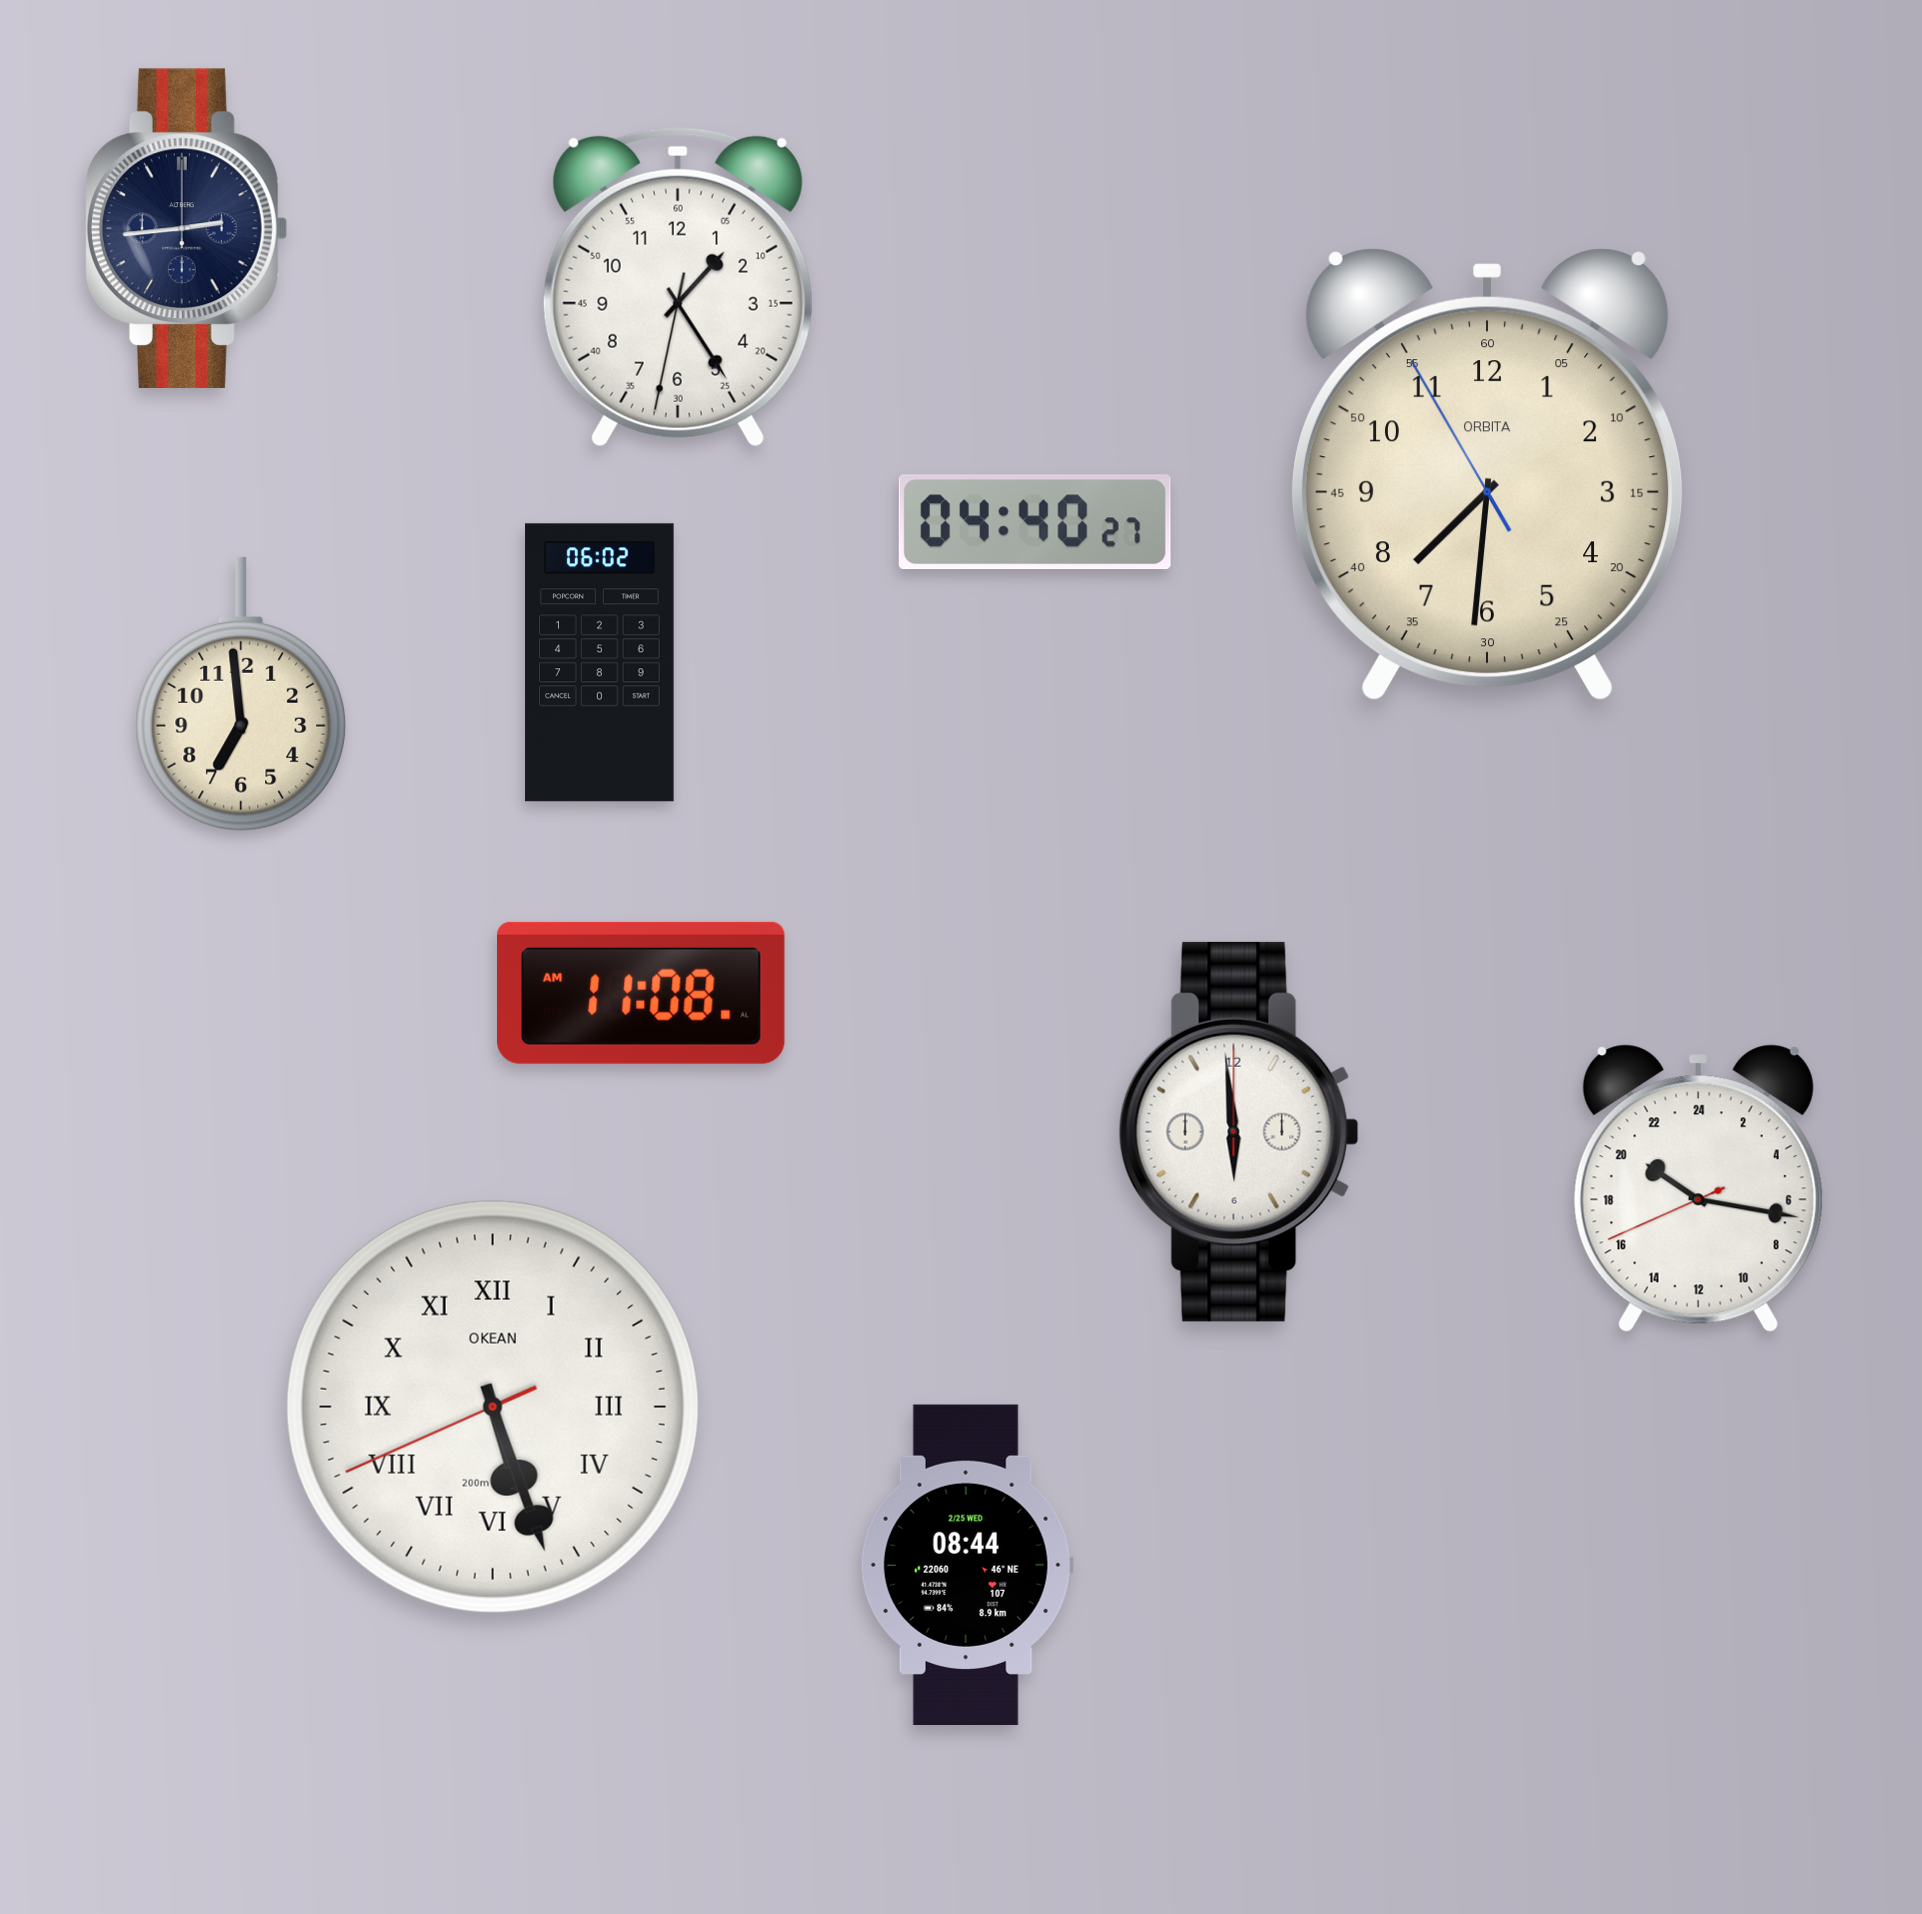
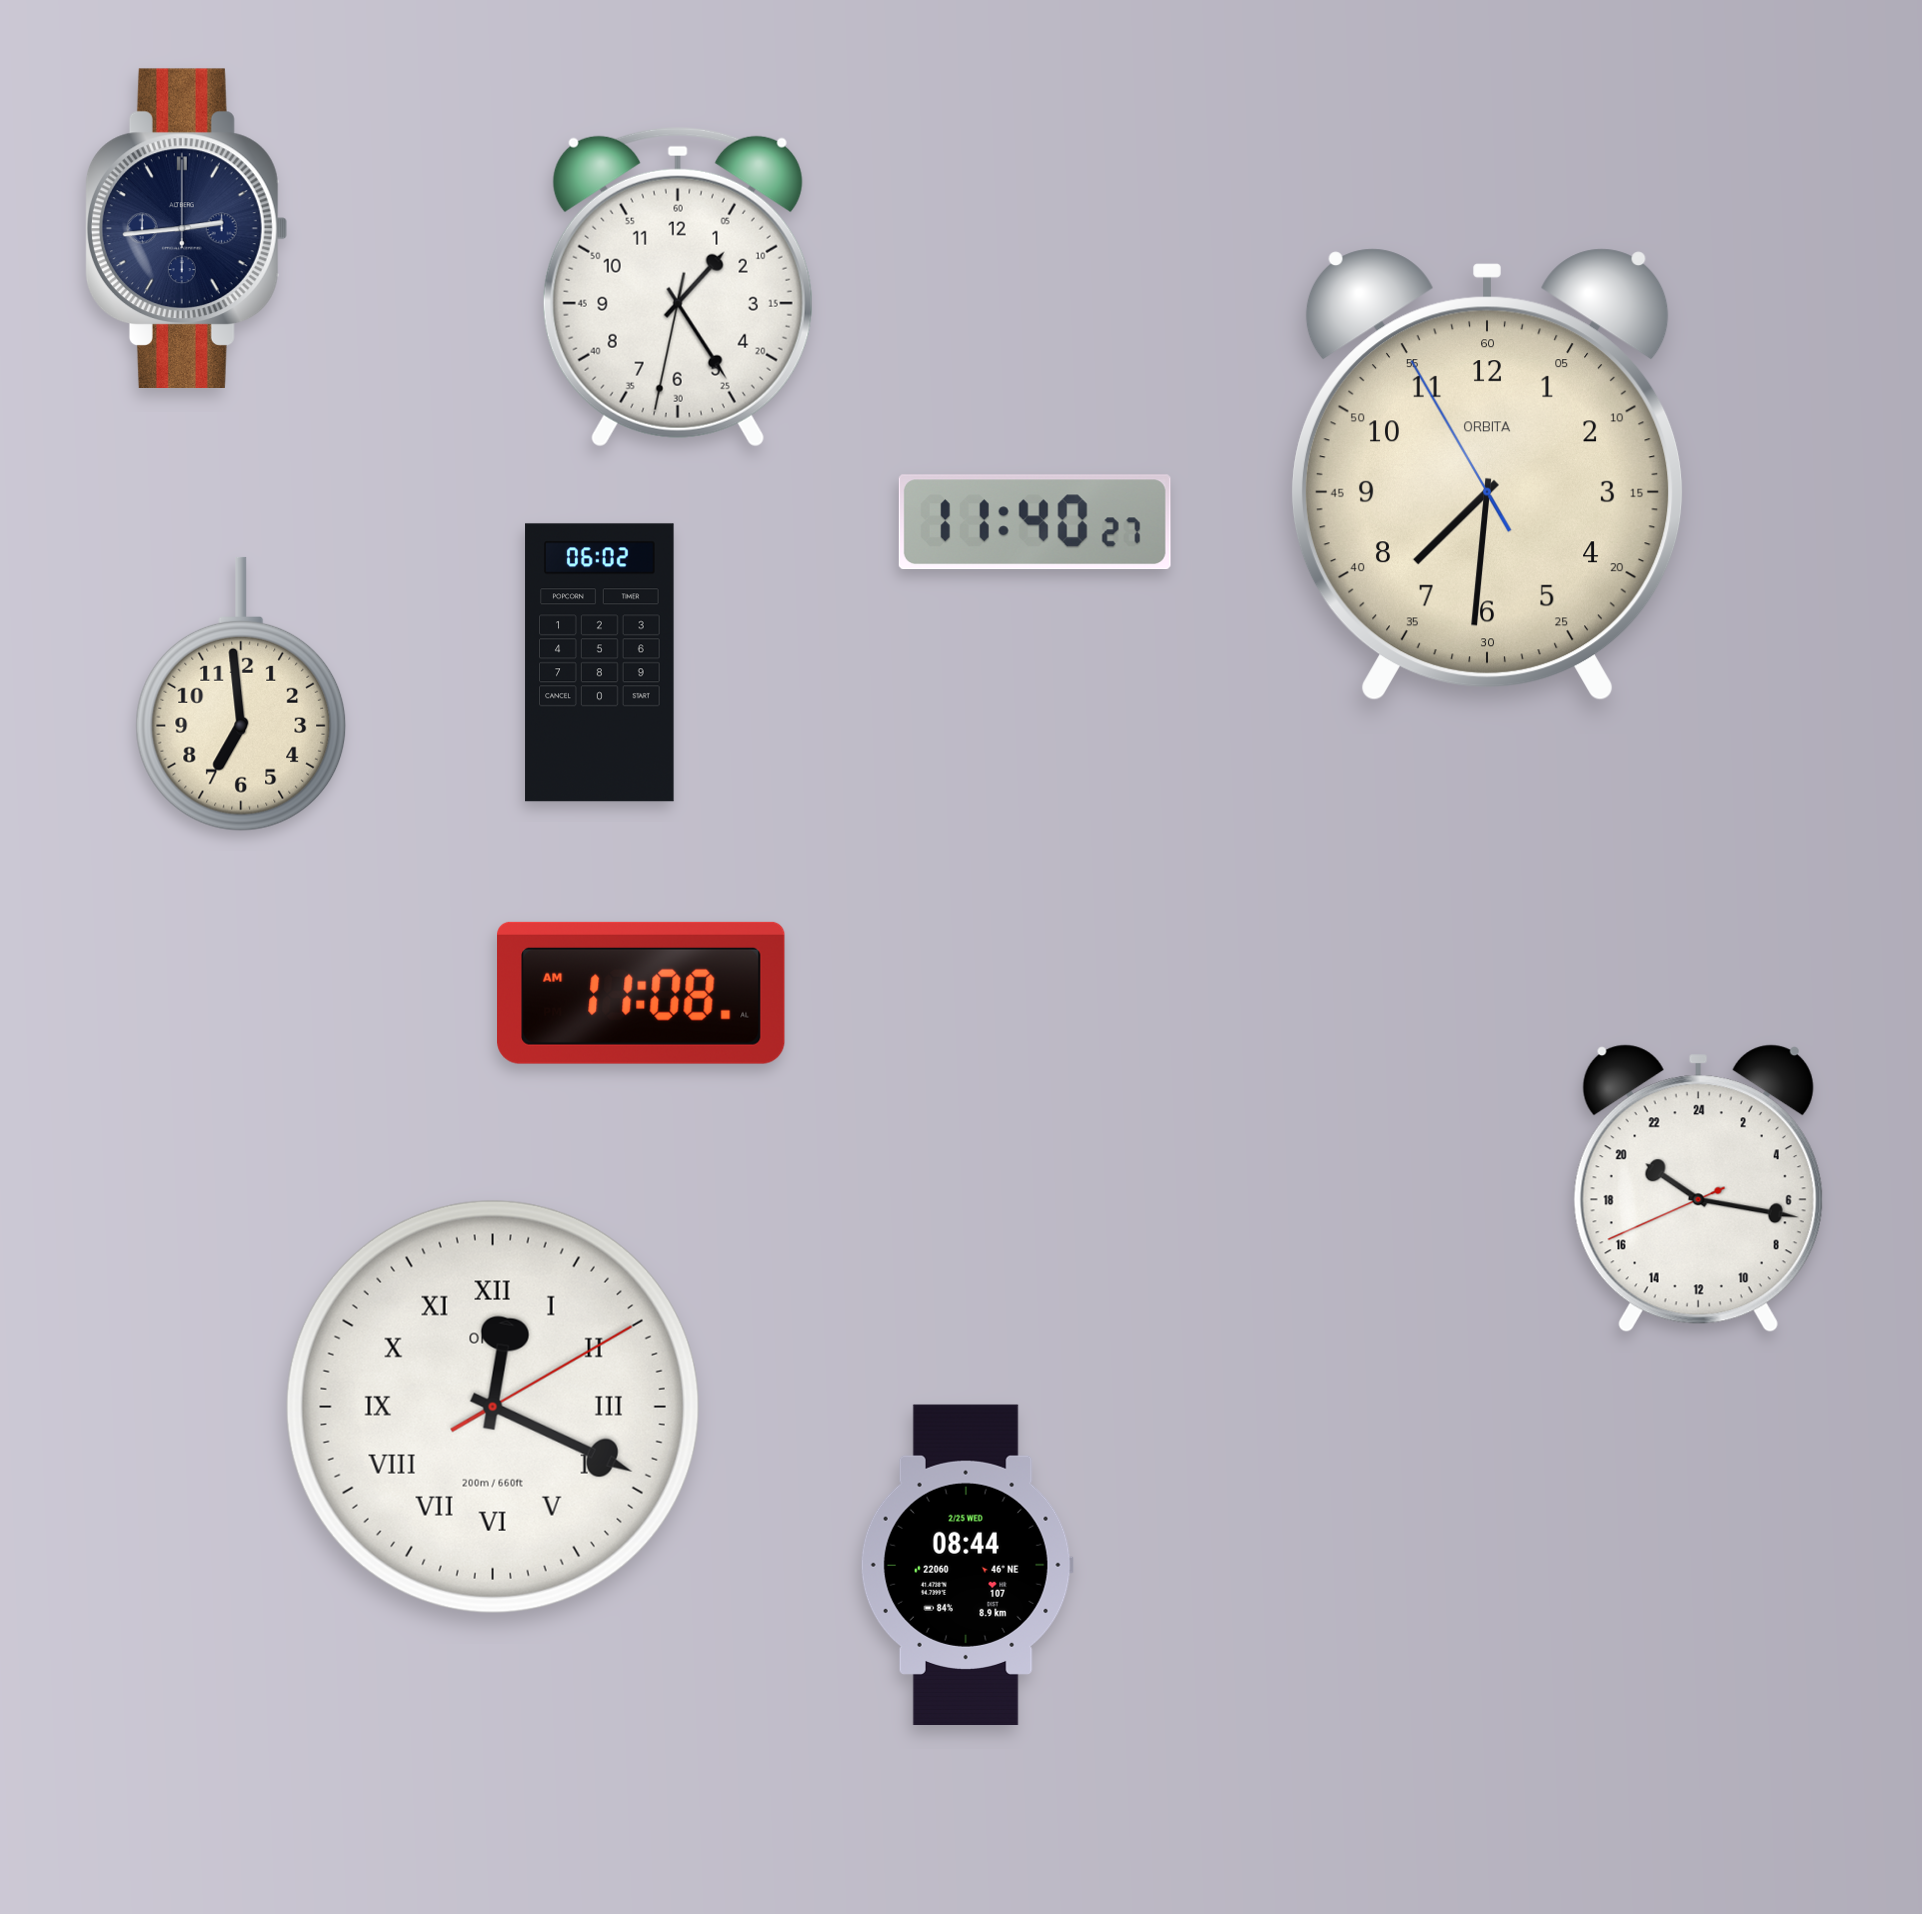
clock at (1035, 522): 04:40 -> 11:40
clock at (1239, 1132): 5:59 -> none
clock at (493, 1407): 5:26 -> 12:19
